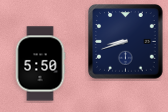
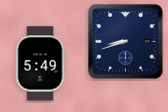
clock at (40, 64): 5:50 -> 5:49
